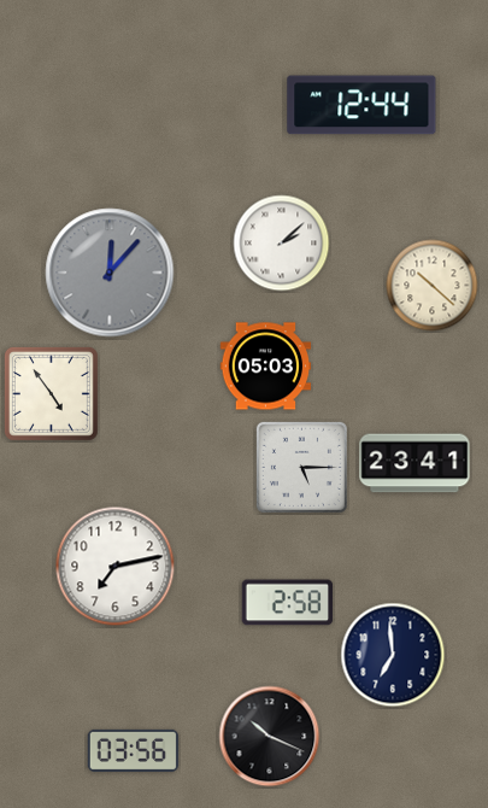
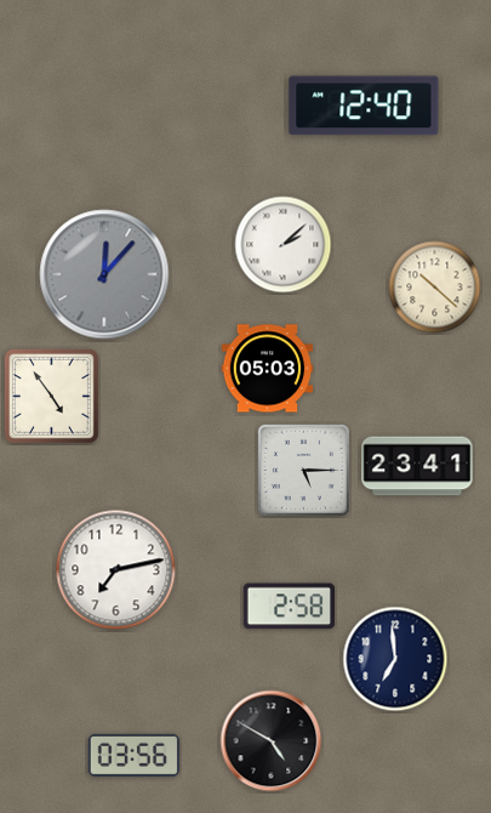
clock at (361, 105): 12:44 -> 12:40
clock at (110, 273) position: (110, 273) -> (104, 274)
clock at (270, 737): 10:19 -> 4:50
